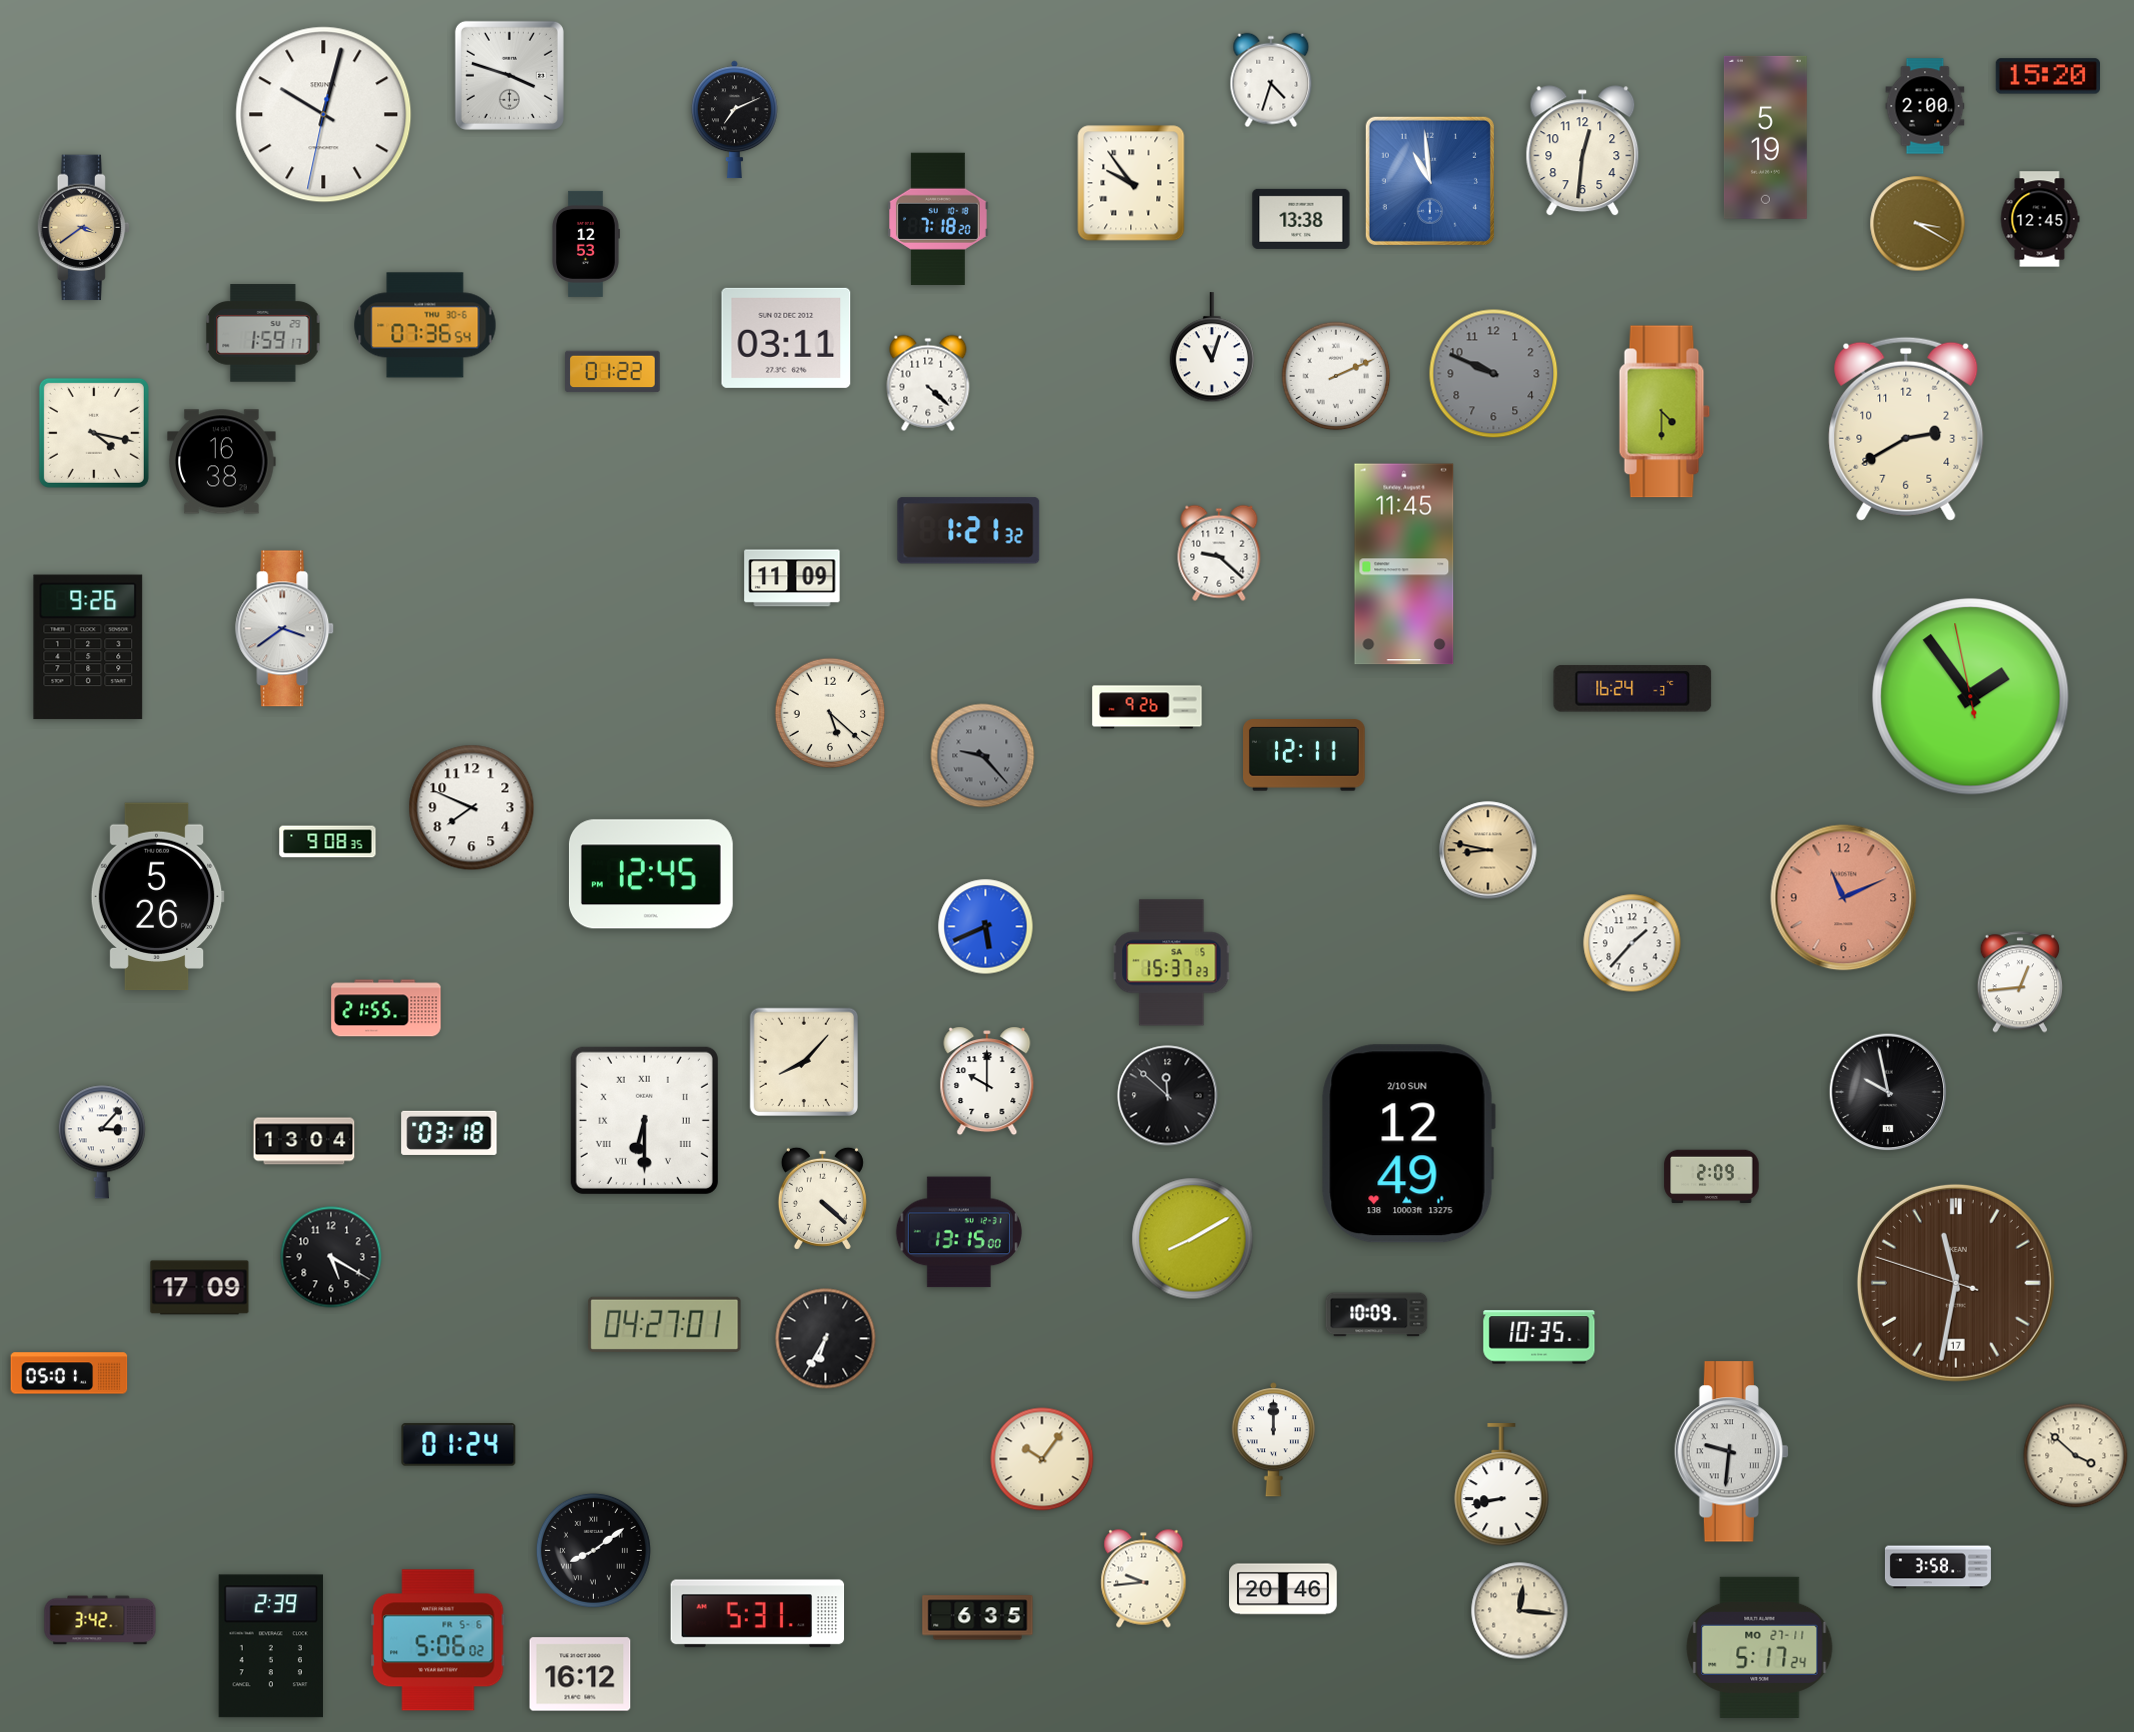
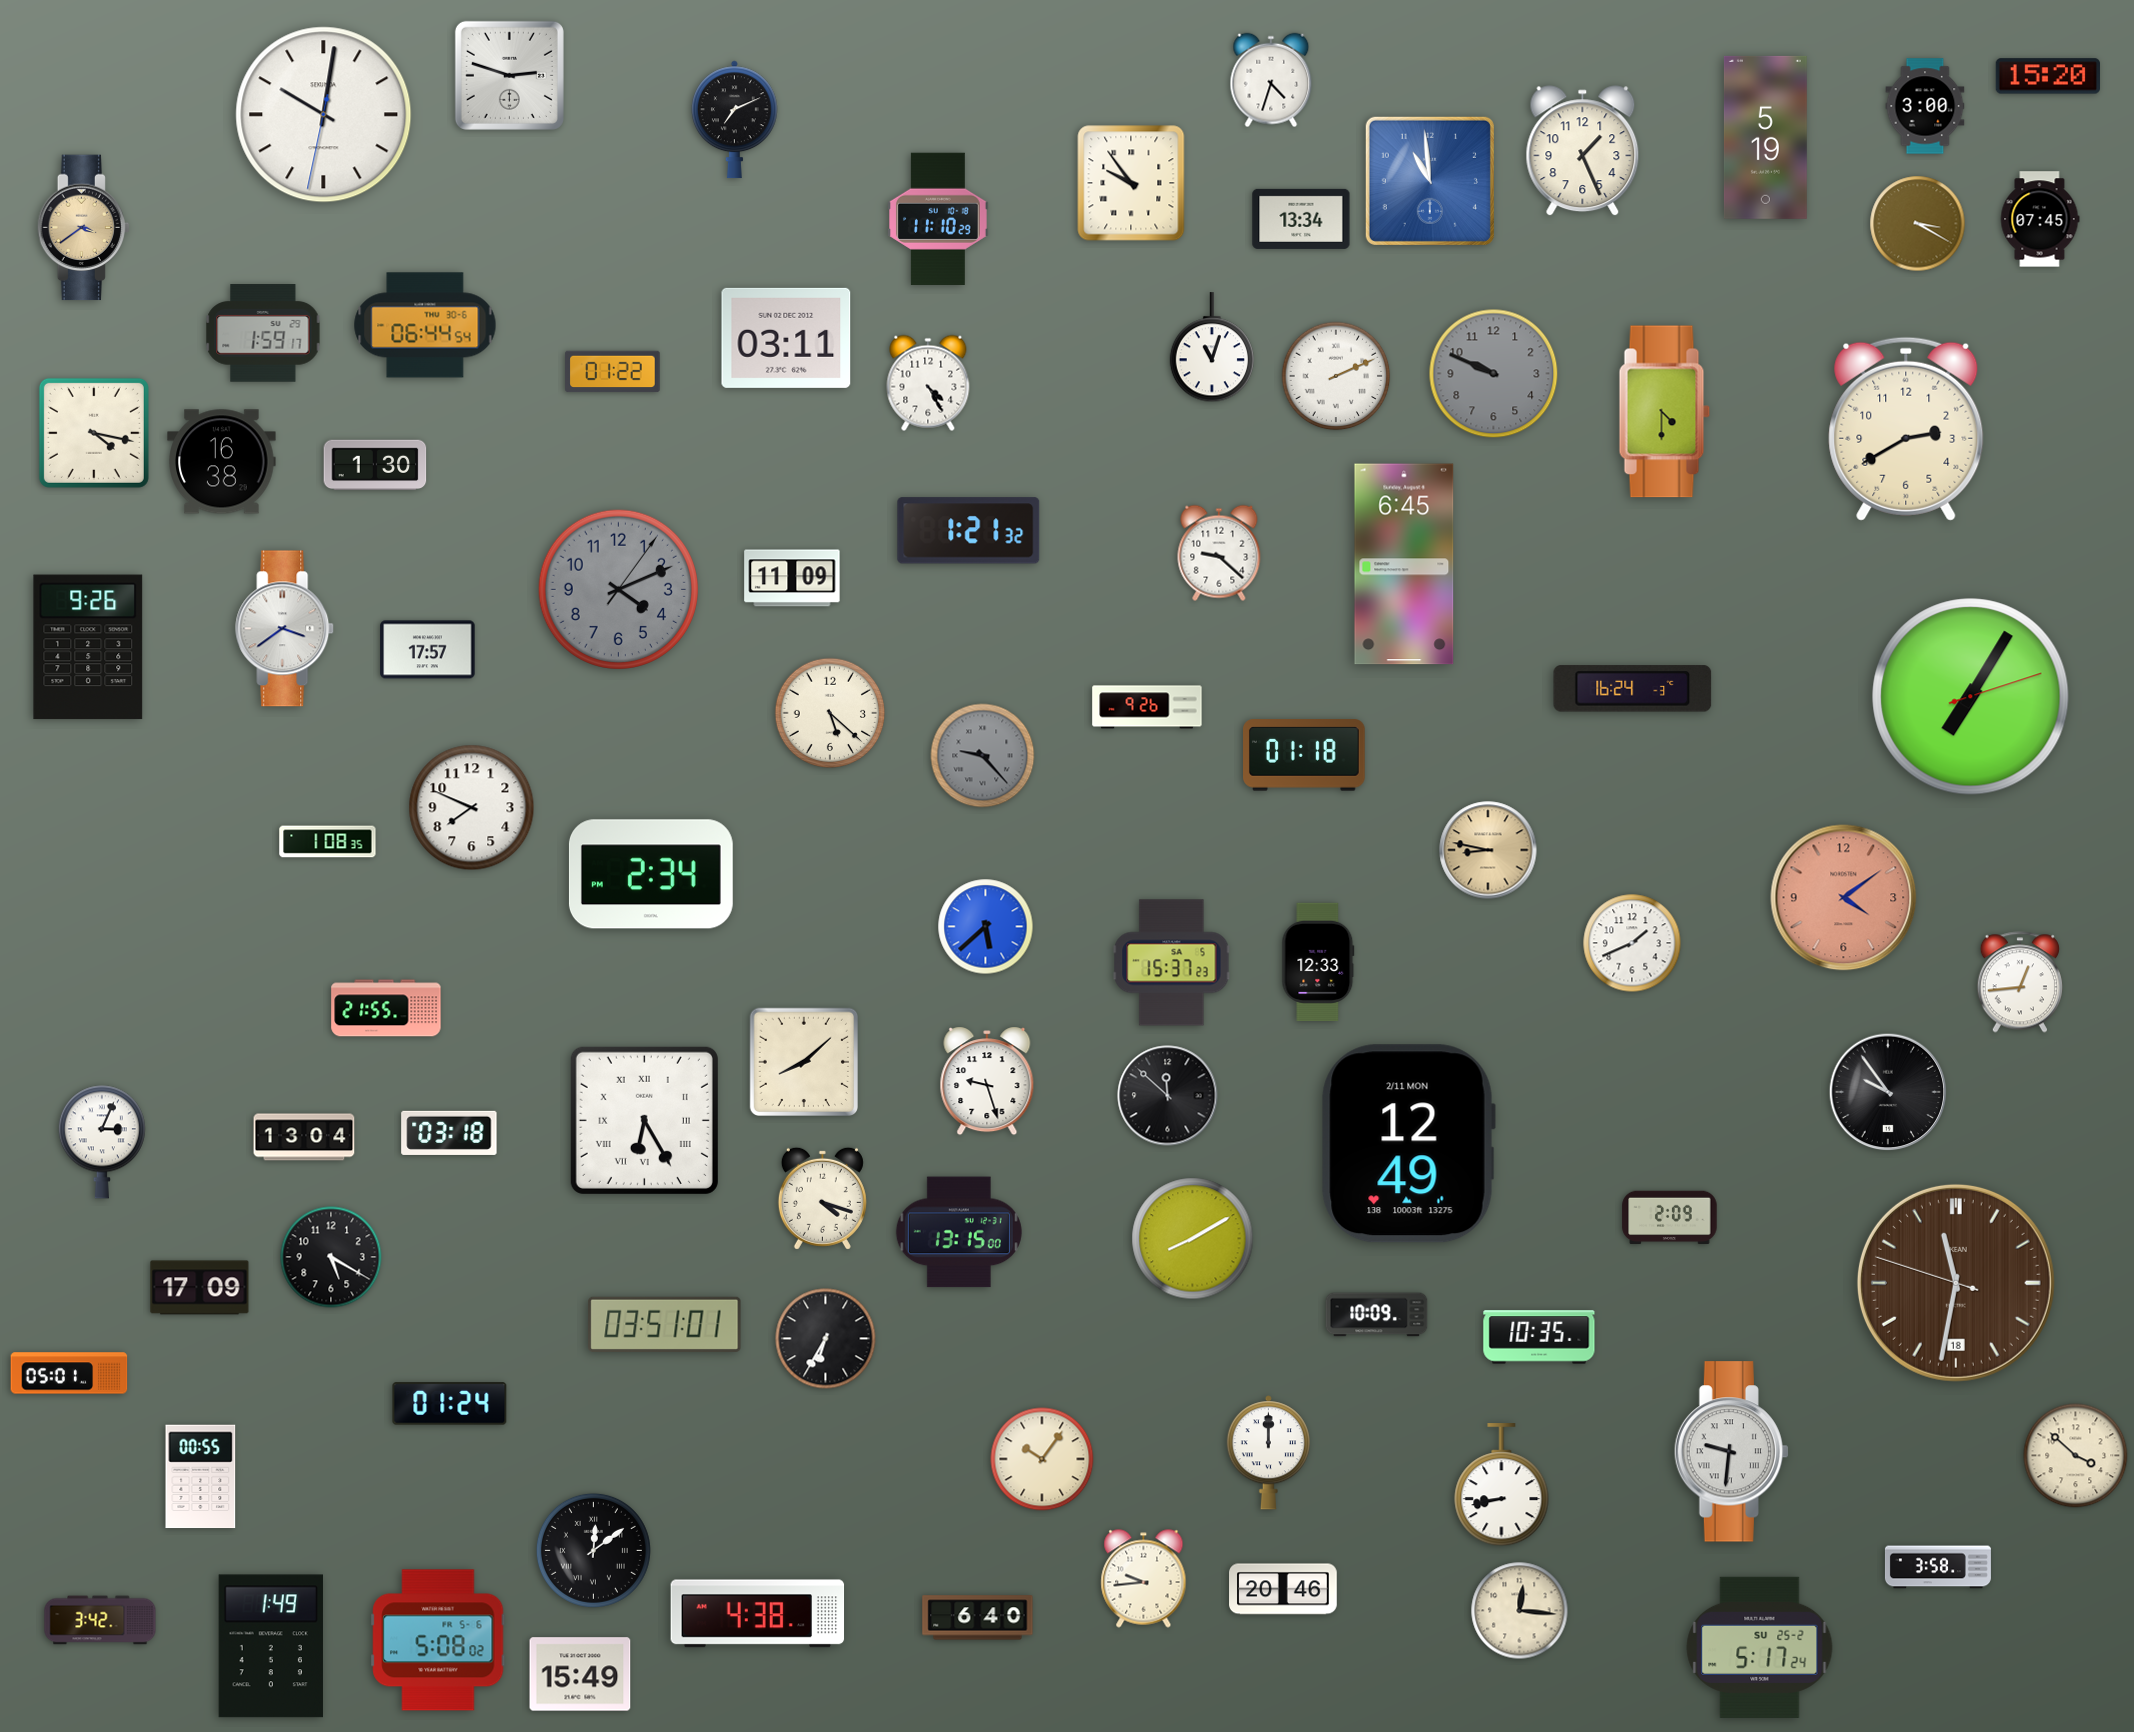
clock at (509, 75): 3:48 -> 2:48
clock at (1925, 106): 2:00 -> 3:00
clock at (324, 115): 10:02 -> 10:01
clock at (1583, 151): 12:31 -> 1:26
clock at (939, 219): 7:18 -> 11:10
clock at (1301, 219): 13:38 -> 13:34
clock at (2040, 219): 12:45 -> 07:45
clock at (586, 244): 12:53 -> none
clock at (425, 325): 07:36 -> 06:44
clock at (928, 383): 4:22 -> 4:25
clock at (375, 465): none -> 1:30
clock at (1404, 564): 11:45 -> 6:45
clock at (618, 589): none -> 4:11
clock at (428, 650): none -> 17:57
clock at (1971, 697): 1:53 -> 7:05
clock at (1305, 755): 12:11 -> 01:18
clock at (328, 842): 9:08 -> 1:08
clock at (651, 874): 12:45 -> 2:34
clock at (157, 897): 5:26 -> none
clock at (1844, 898): 11:11 -> 4:09
clock at (986, 927): 5:41 -> 5:38
clock at (1632, 943): 1:37 -> 1:41
clock at (1318, 961): none -> 12:33
clock at (803, 1061): 8:07 -> 8:08
clock at (987, 1081): 10:00 -> 9:27
clock at (1888, 1092): 9:58 -> 9:54
clock at (644, 1120): 6:30 -> 6:25
clock at (304, 1141) position: (304, 1141) -> (304, 1137)
clock at (102, 1142): 3:07 -> 3:04
clock at (1408, 1144) date: 2/10 SUN -> 2/11 MON
clock at (1712, 1177) position: (1712, 1177) -> (1670, 1218)
clock at (822, 1198): 4:22 -> 4:18
clock at (1956, 1283) date: 17 -> 18
clock at (665, 1324): 04:27 -> 03:51
clock at (1273, 1440) position: (1273, 1440) -> (1268, 1453)
clock at (459, 1445) position: (459, 1445) -> (450, 1404)
clock at (201, 1477): none -> 00:55
clock at (593, 1550): 8:09 -> 12:09
clock at (758, 1614): 5:31 -> 4:38
clock at (978, 1618): 6:35 -> 6:40
clock at (438, 1640): 5:06 -> 5:08
clock at (271, 1646): 2:39 -> 1:49
clock at (1760, 1647) date: MO 27-11 -> SU 25-2
clock at (580, 1674): 16:12 -> 15:49
